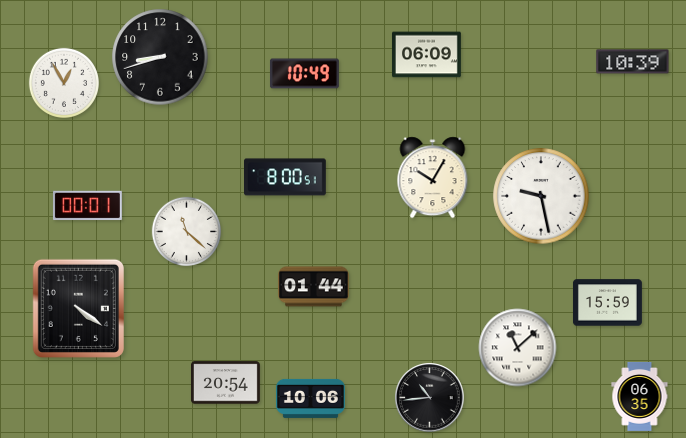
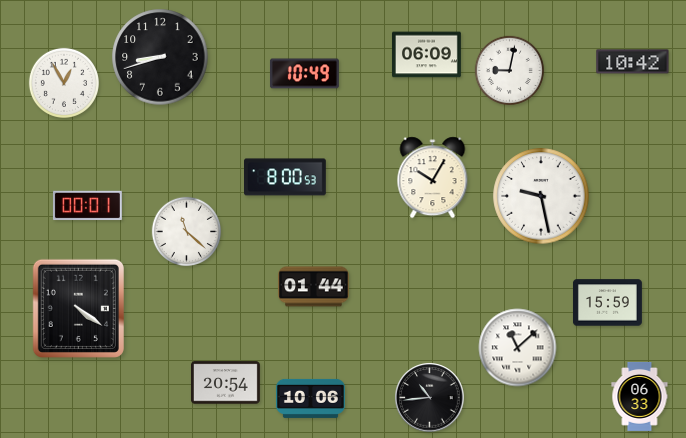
clock at (633, 62): 10:39 -> 10:42
clock at (510, 71): none -> 9:02
clock at (286, 177): 8:00:51 -> 8:00:53
clock at (640, 397): 06:35 -> 06:33
